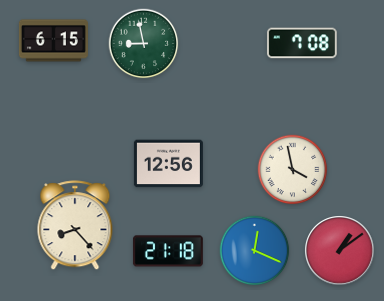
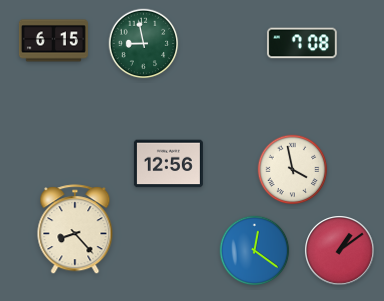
clock at (75, 226) position: (75, 226) -> (75, 230)
clock at (168, 251): 21:18 -> none
clock at (255, 251): 12:19 -> 12:21
